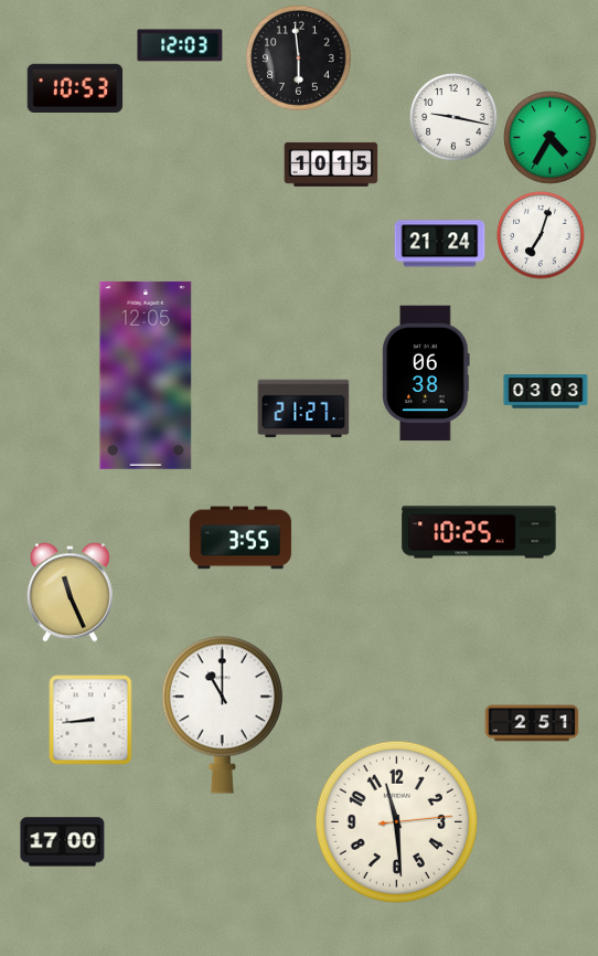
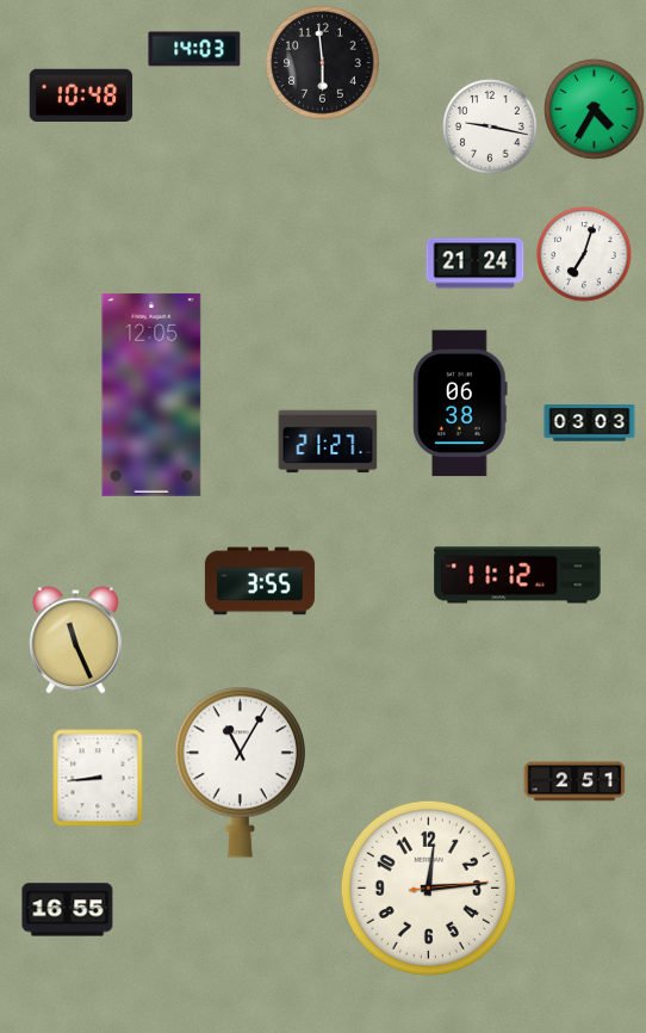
clock at (180, 45): 12:03 -> 14:03
clock at (75, 87): 10:53 -> 10:48
clock at (551, 138) position: (551, 138) -> (595, 110)
clock at (331, 164): 10:15 -> none
clock at (146, 375) position: (146, 375) -> (151, 395)
clock at (479, 532): 10:25 -> 11:12
clock at (222, 714): 11:00 -> 11:05
clock at (396, 821): 11:29 -> 12:14
clock at (63, 842): 17:00 -> 16:55
